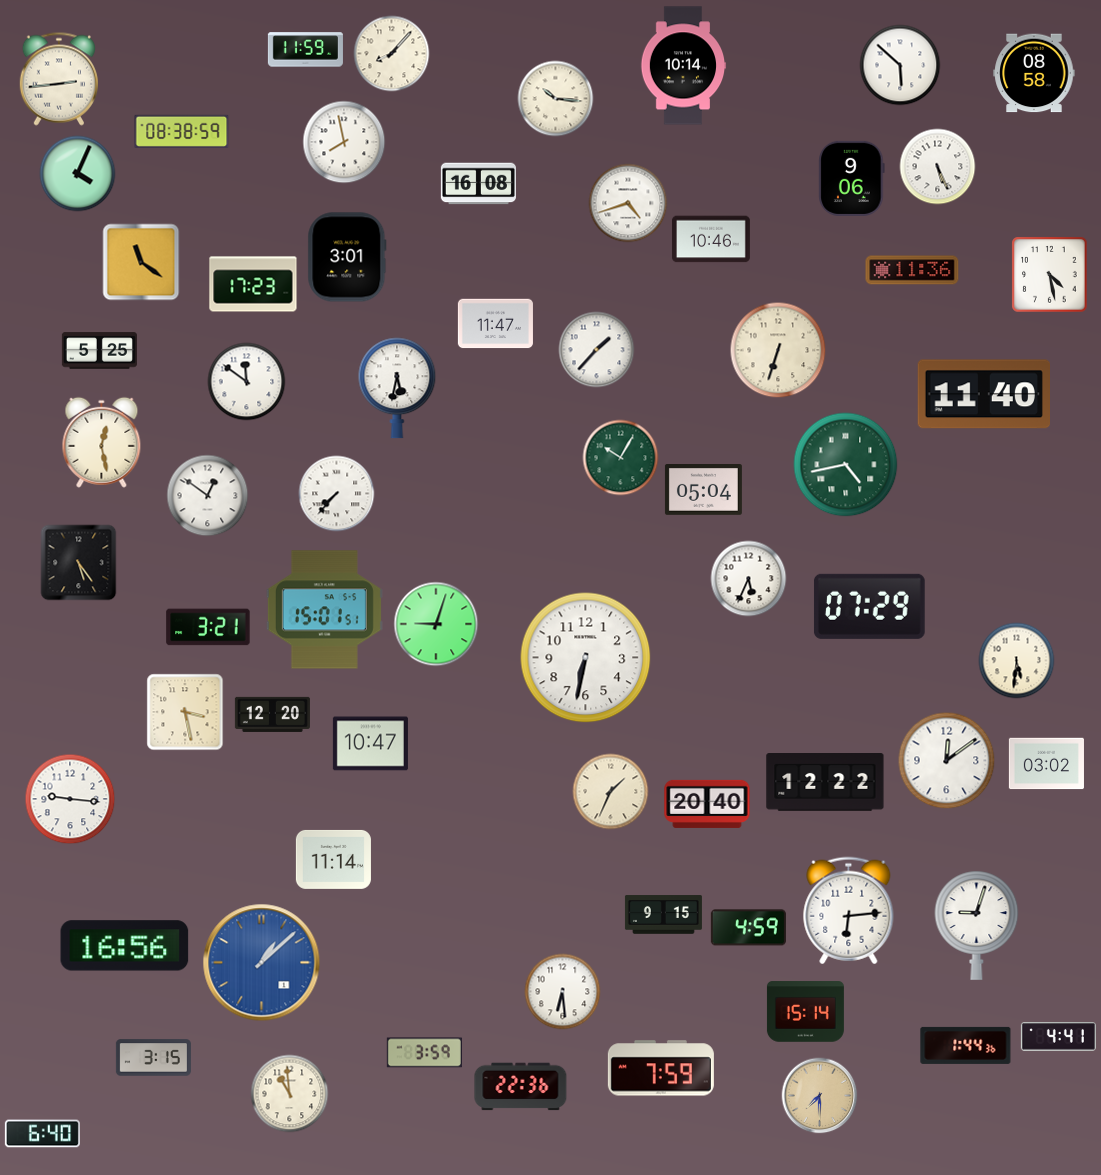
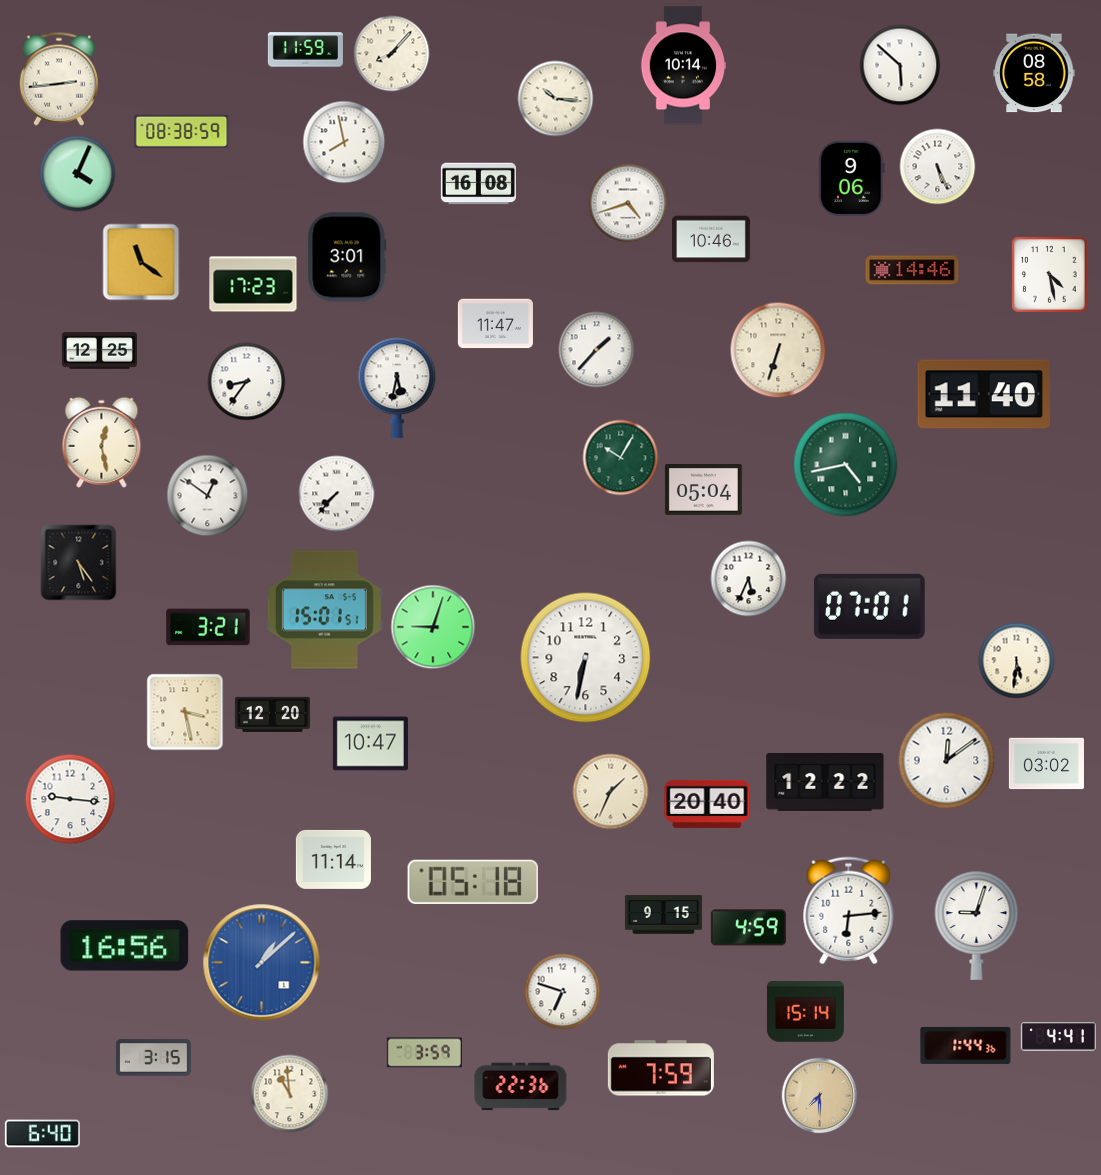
clock at (912, 270): 11:36 -> 14:46
clock at (99, 351): 5:25 -> 12:25
clock at (247, 382): 11:51 -> 8:36
clock at (869, 606): 07:29 -> 07:01
clock at (436, 624) position: (436, 624) -> (433, 627)
clock at (473, 882): none -> 05:18
clock at (563, 992): 6:29 -> 6:48
